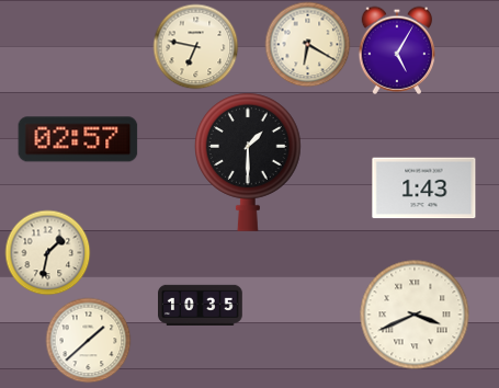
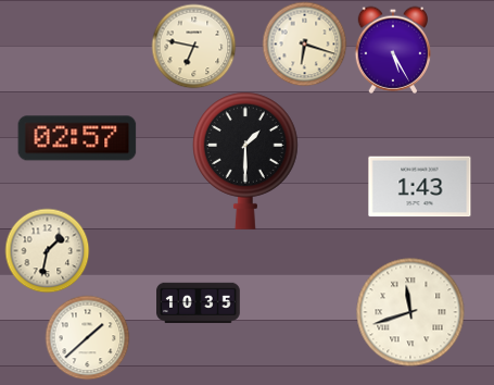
clock at (307, 44): 6:20 -> 6:18
clock at (397, 50): 5:05 -> 5:25
clock at (415, 315): 3:41 -> 11:42
